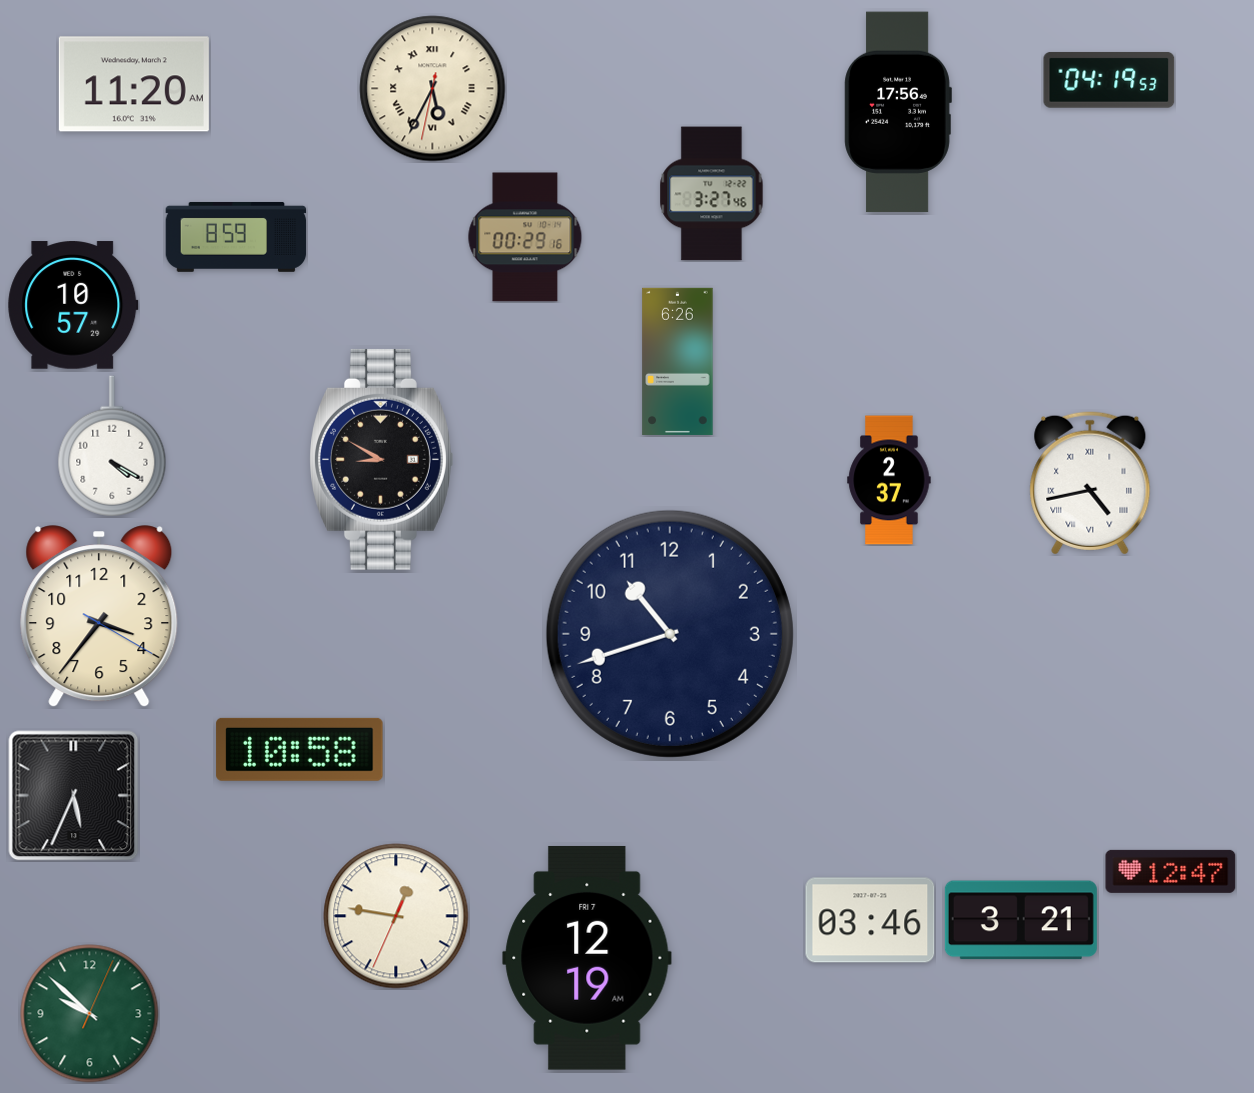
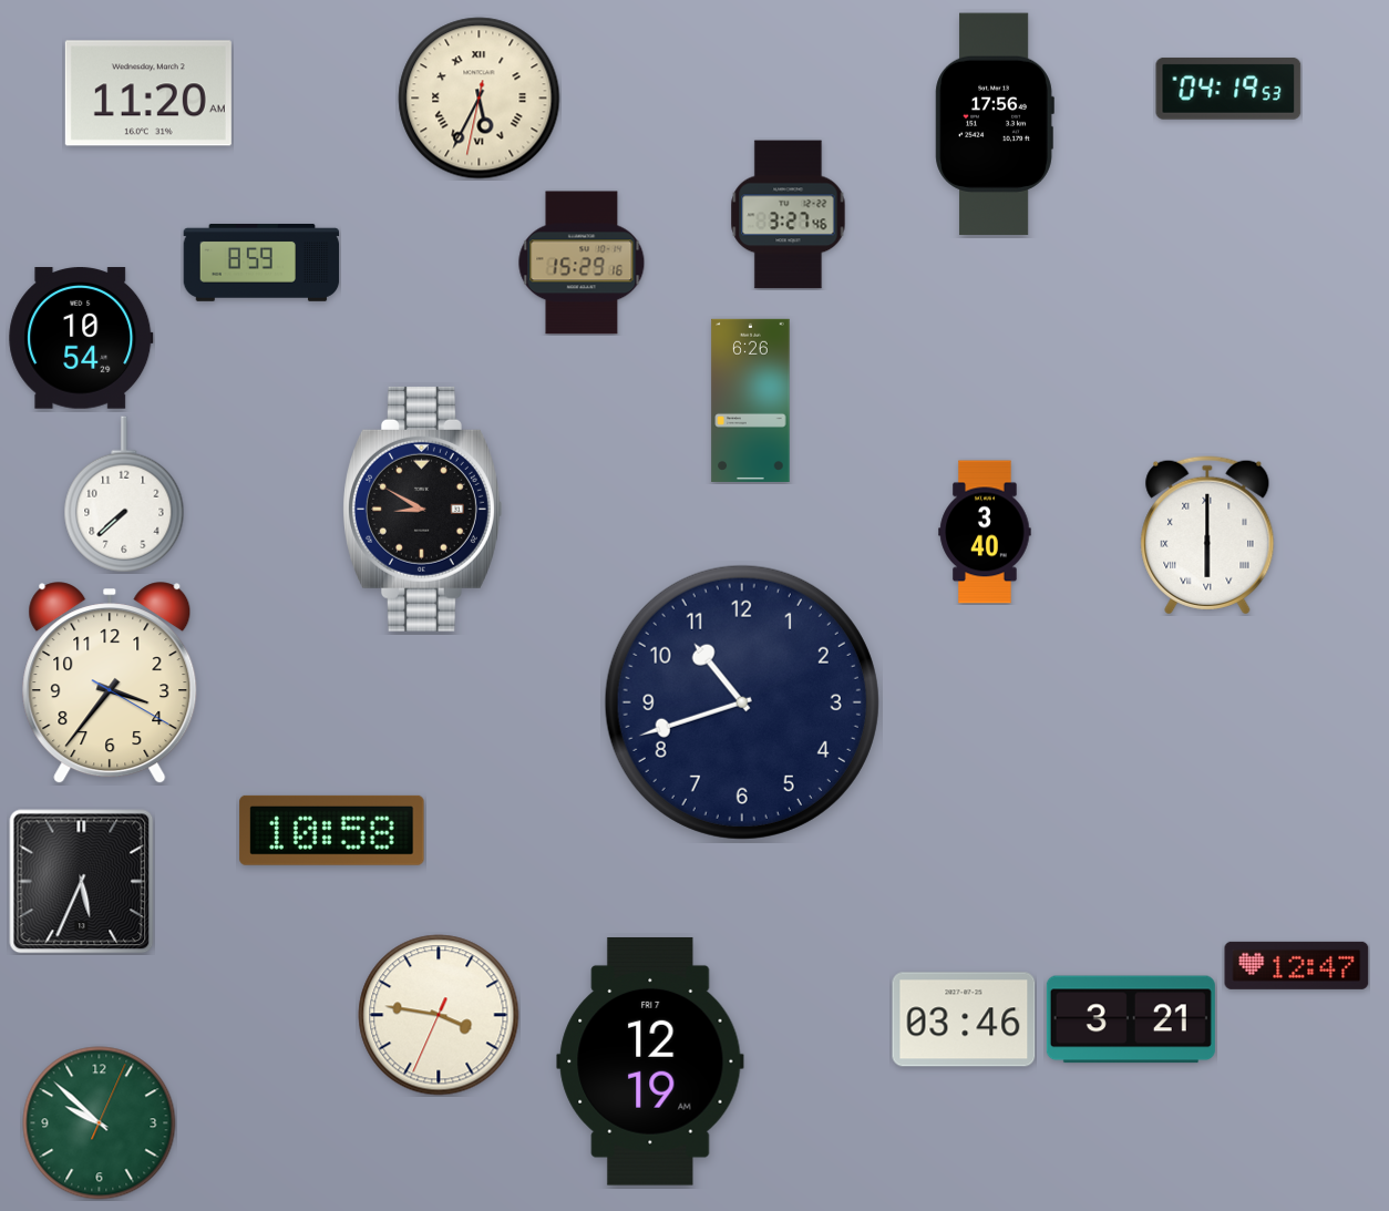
clock at (525, 237): 00:29 -> 15:29
clock at (73, 305): 10:57 -> 10:54
clock at (112, 446): 4:20 -> 7:38
clock at (889, 480): 2:37 -> 3:40
clock at (1090, 483): 4:43 -> 6:00
clock at (396, 916): 12:46 -> 3:46
